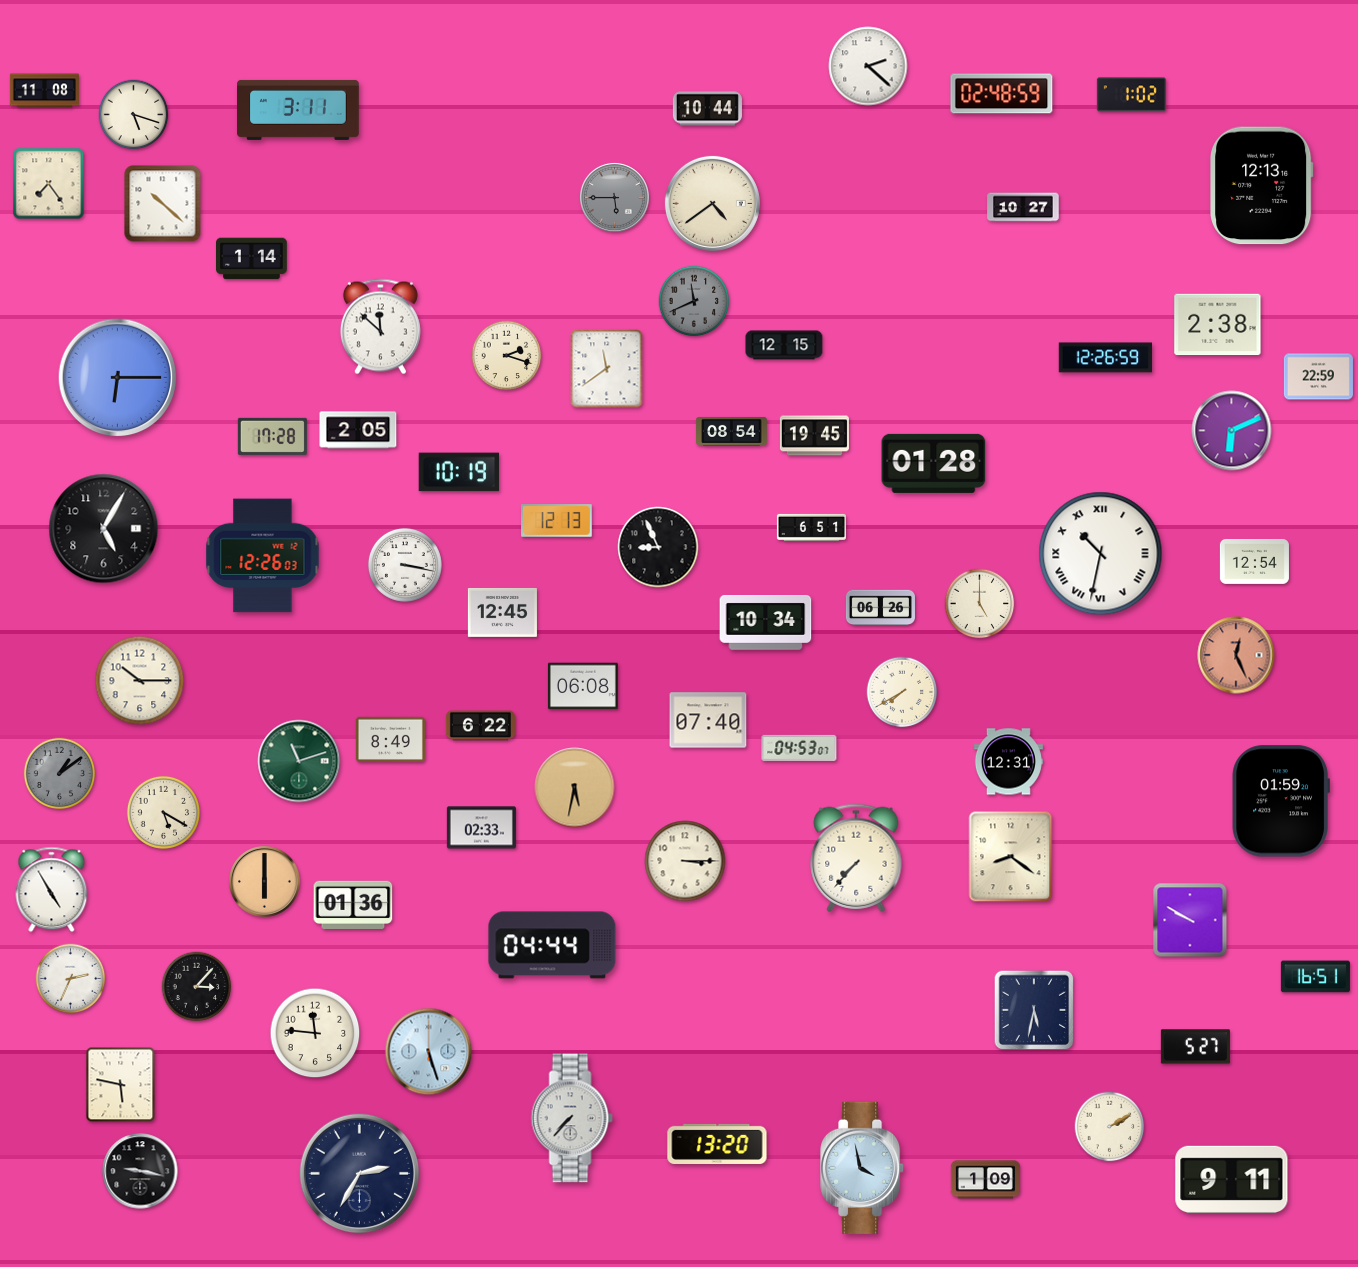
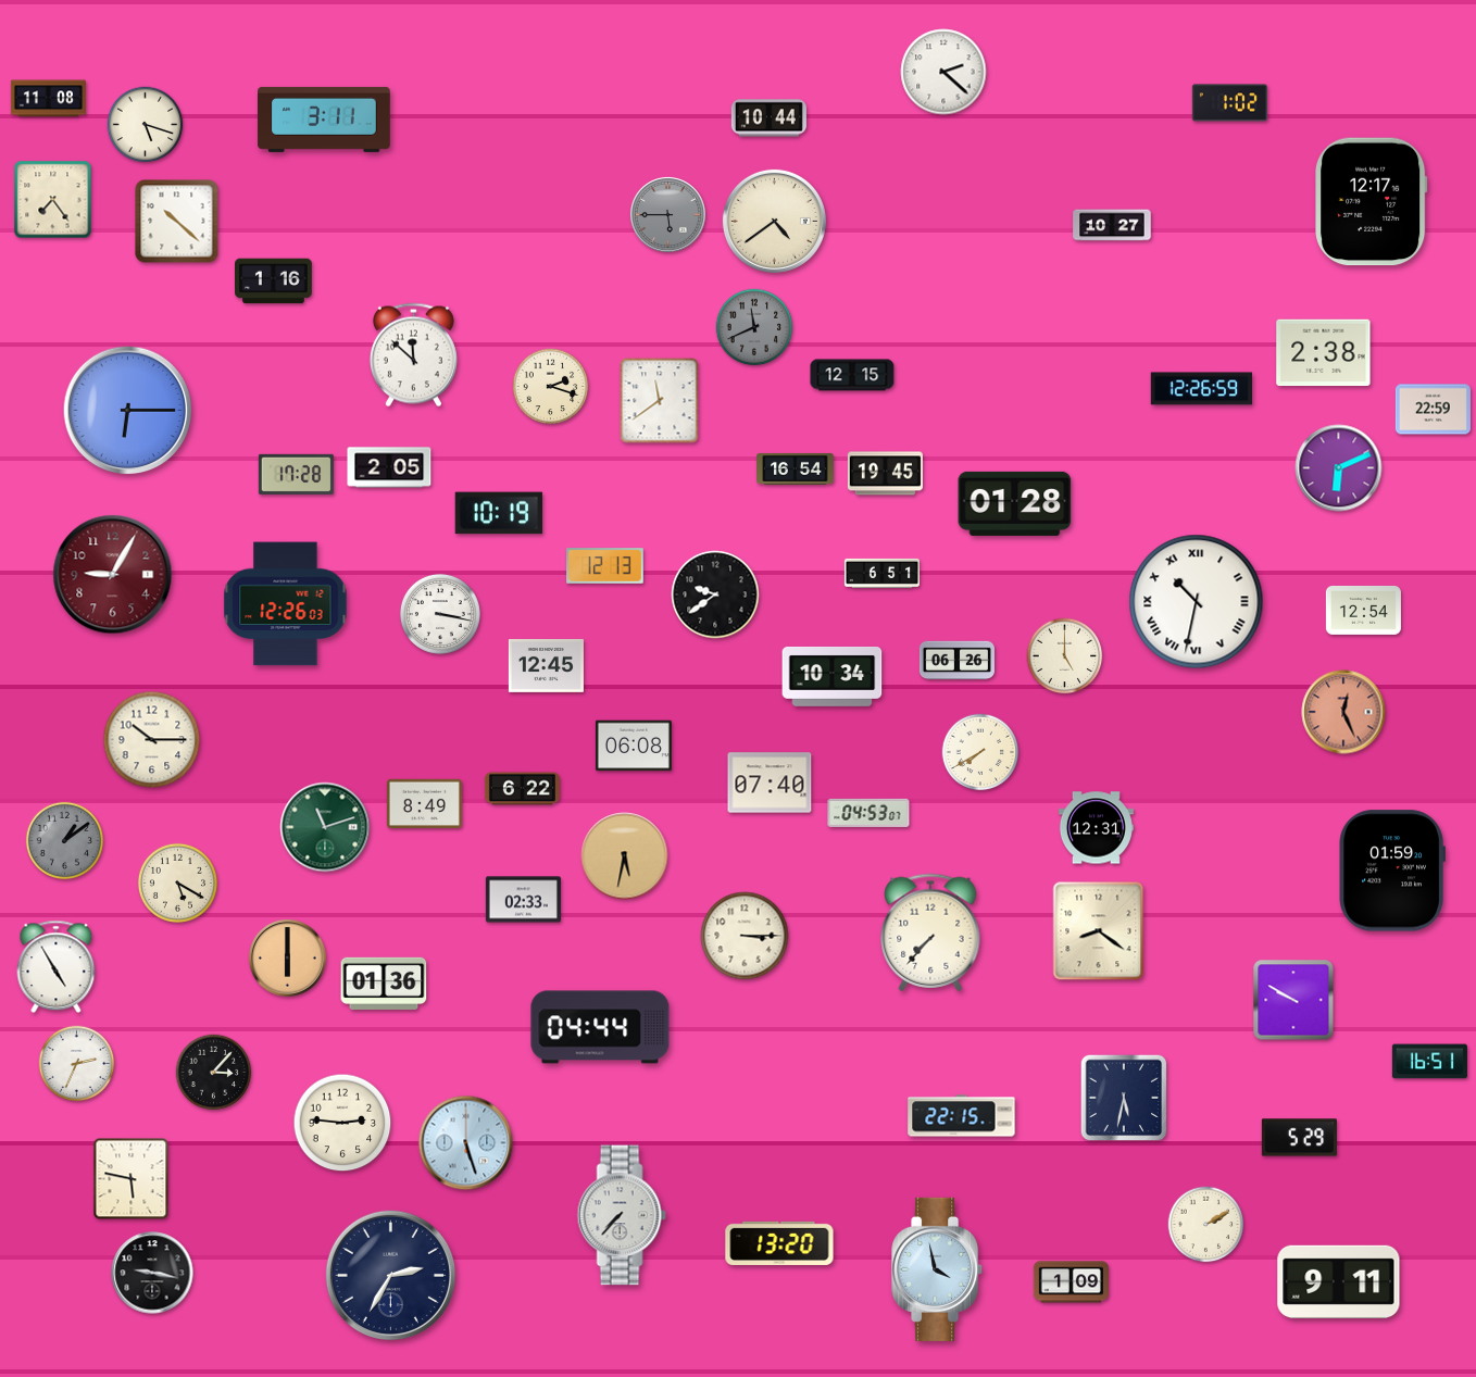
clock at (1002, 94): 02:48 -> none
clock at (1262, 186): 12:13 -> 12:17
clock at (252, 259): 1:14 -> 1:16
clock at (732, 431): 08:54 -> 16:54
clock at (104, 529): 5:05 -> 9:05
clock at (104, 529) dial: black -> burgundy
clock at (658, 547): 8:56 -> 9:39
clock at (962, 1116): none -> 22:15
clock at (315, 1033): 11:46 -> 2:46
clock at (1195, 1047): 5:27 -> 5:29
